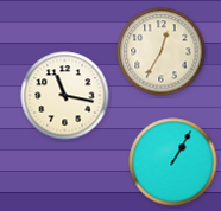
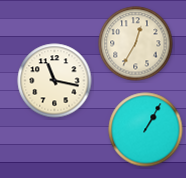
clock at (173, 162) position: (173, 162) -> (146, 130)
